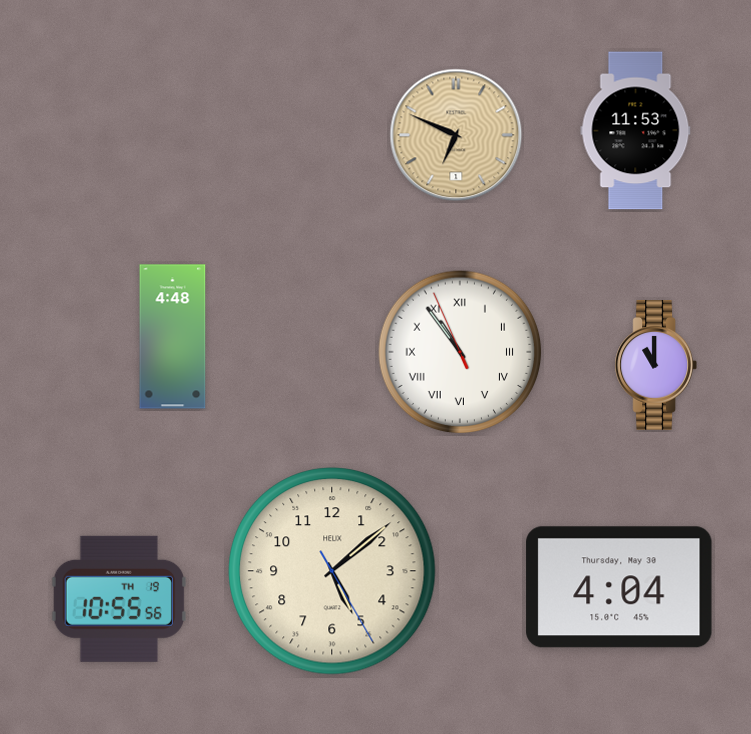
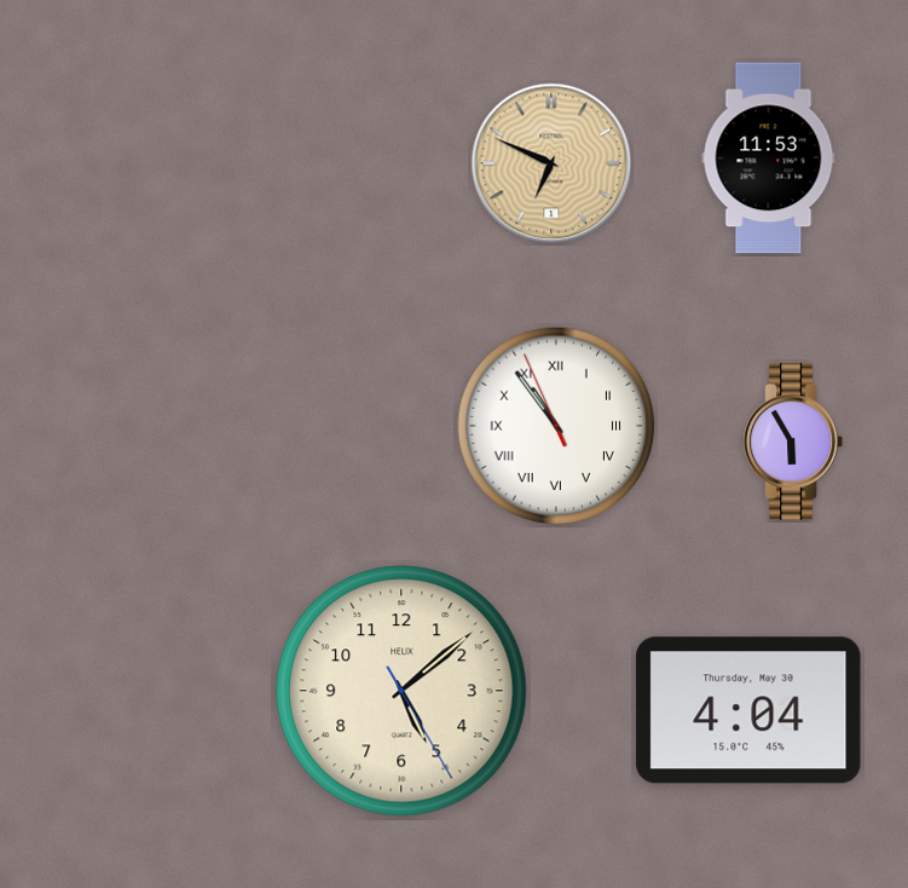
clock at (173, 337): 4:48 -> none
clock at (655, 365): 11:00 -> 5:55
clock at (119, 599): 10:55 -> none
